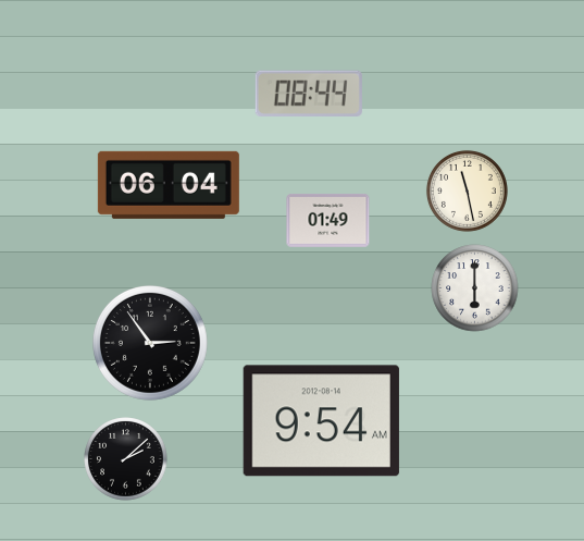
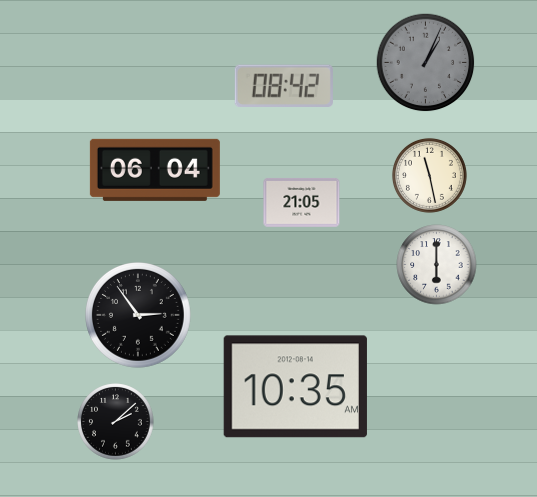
clock at (426, 63): none -> 1:04
clock at (309, 94): 08:44 -> 08:42
clock at (328, 221): 01:49 -> 21:05
clock at (321, 421): 9:54 -> 10:35
